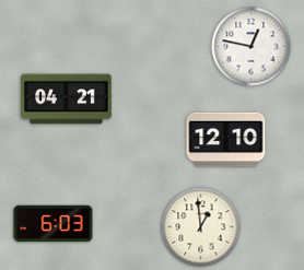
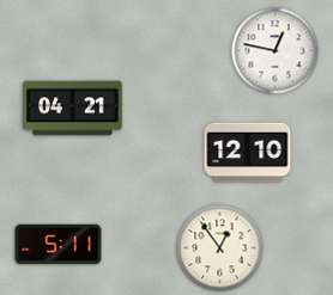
clock at (54, 224): 6:03 -> 5:11
clock at (201, 227): 12:59 -> 12:54
